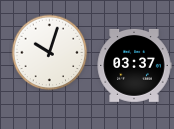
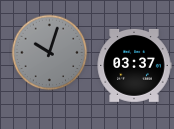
clock at (50, 53) dial: white -> grey
